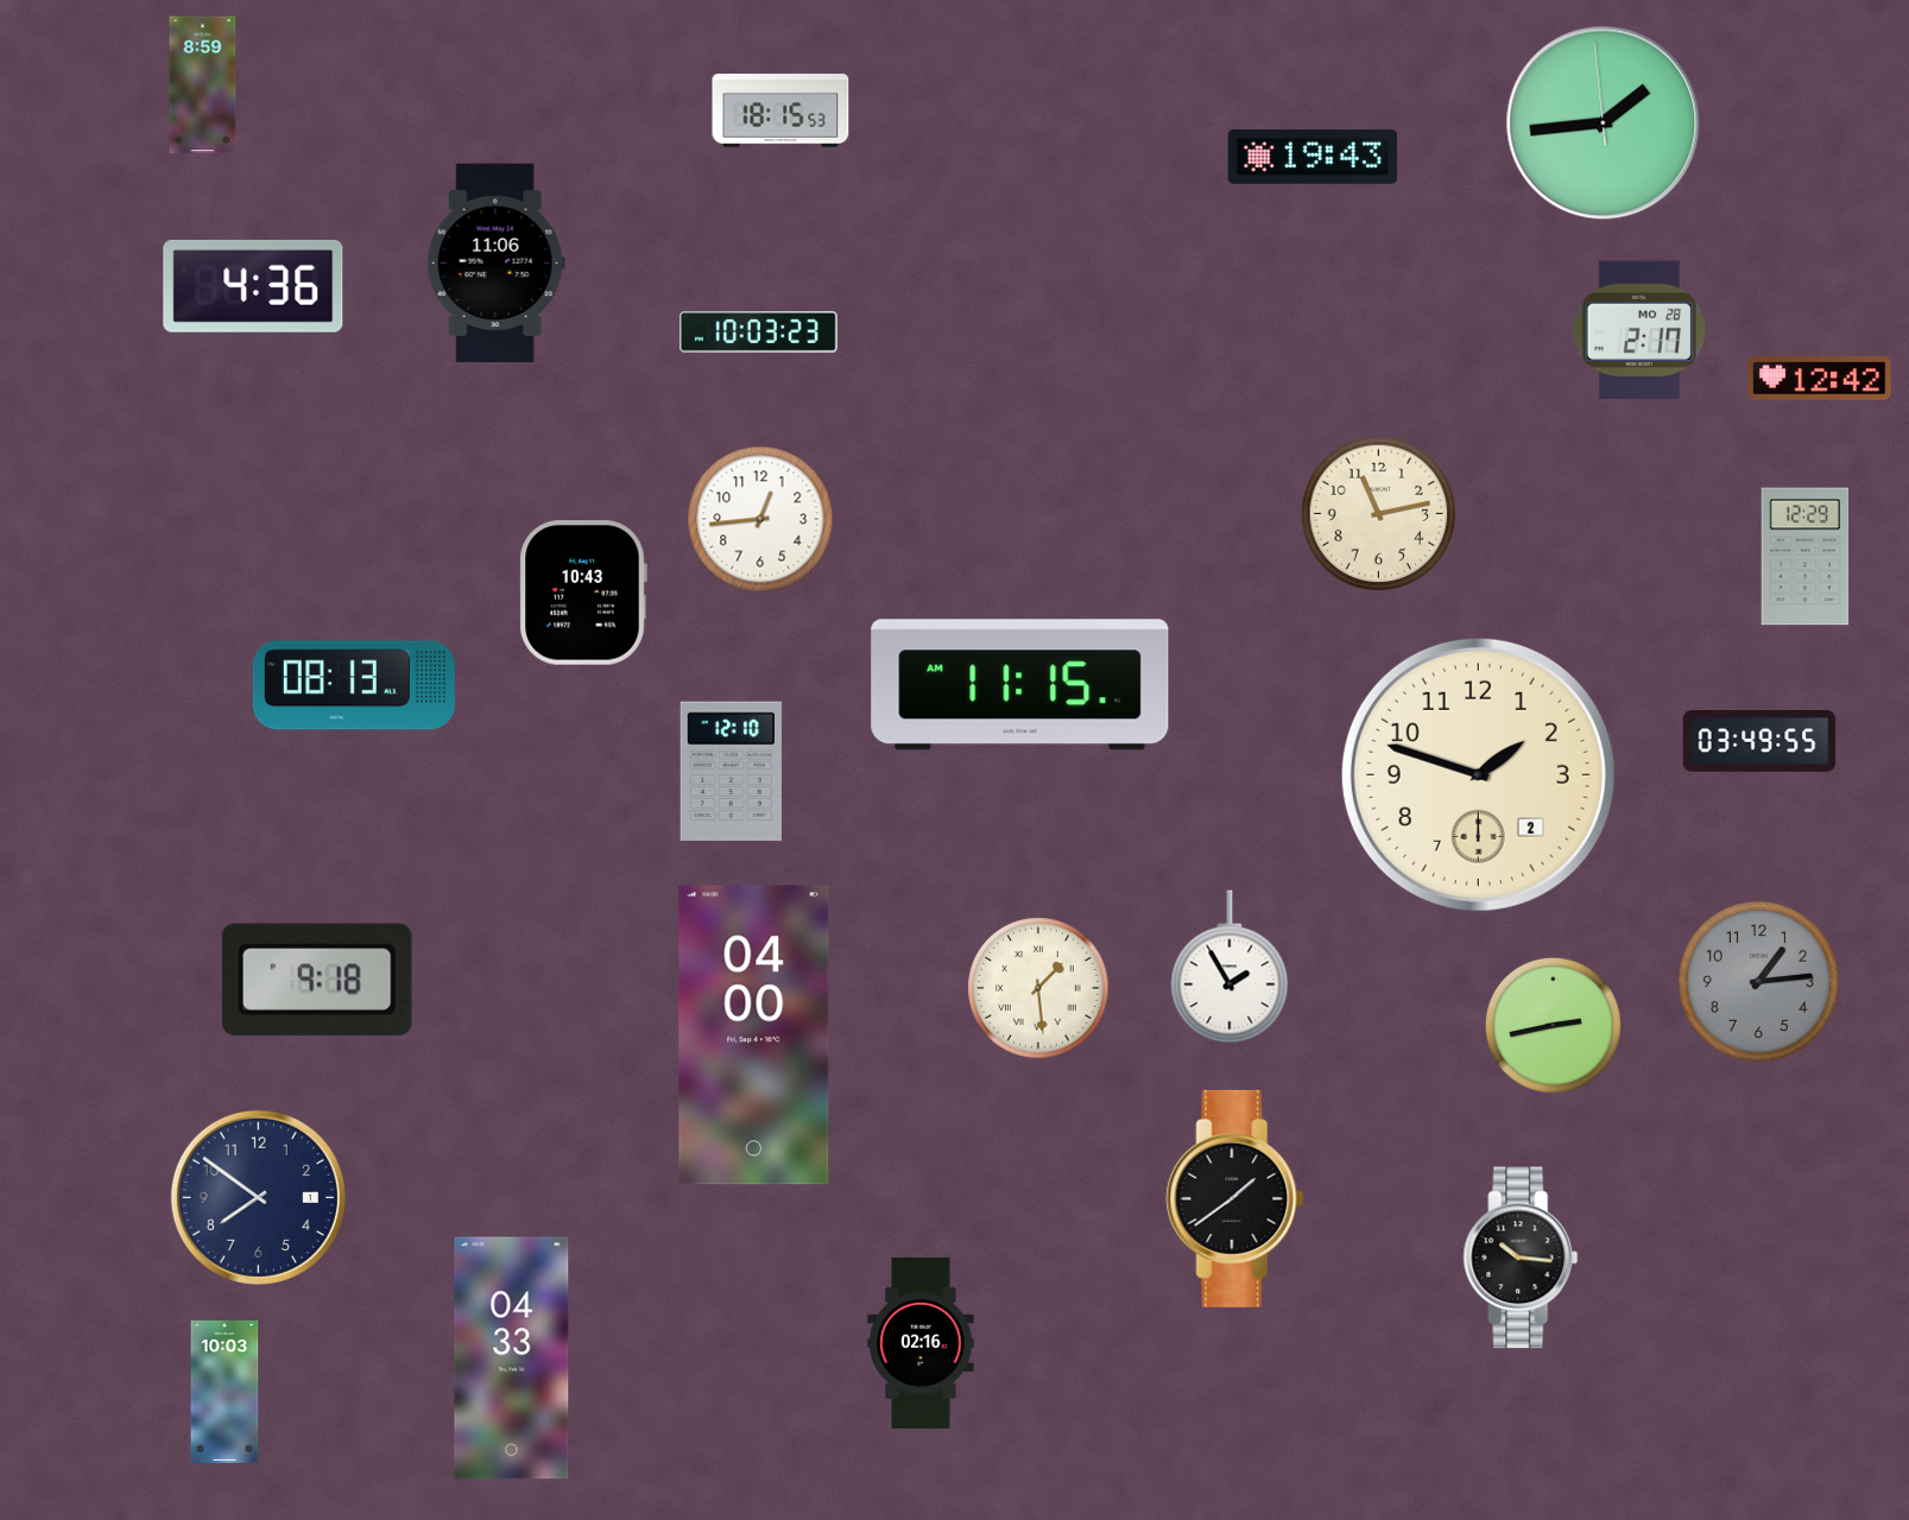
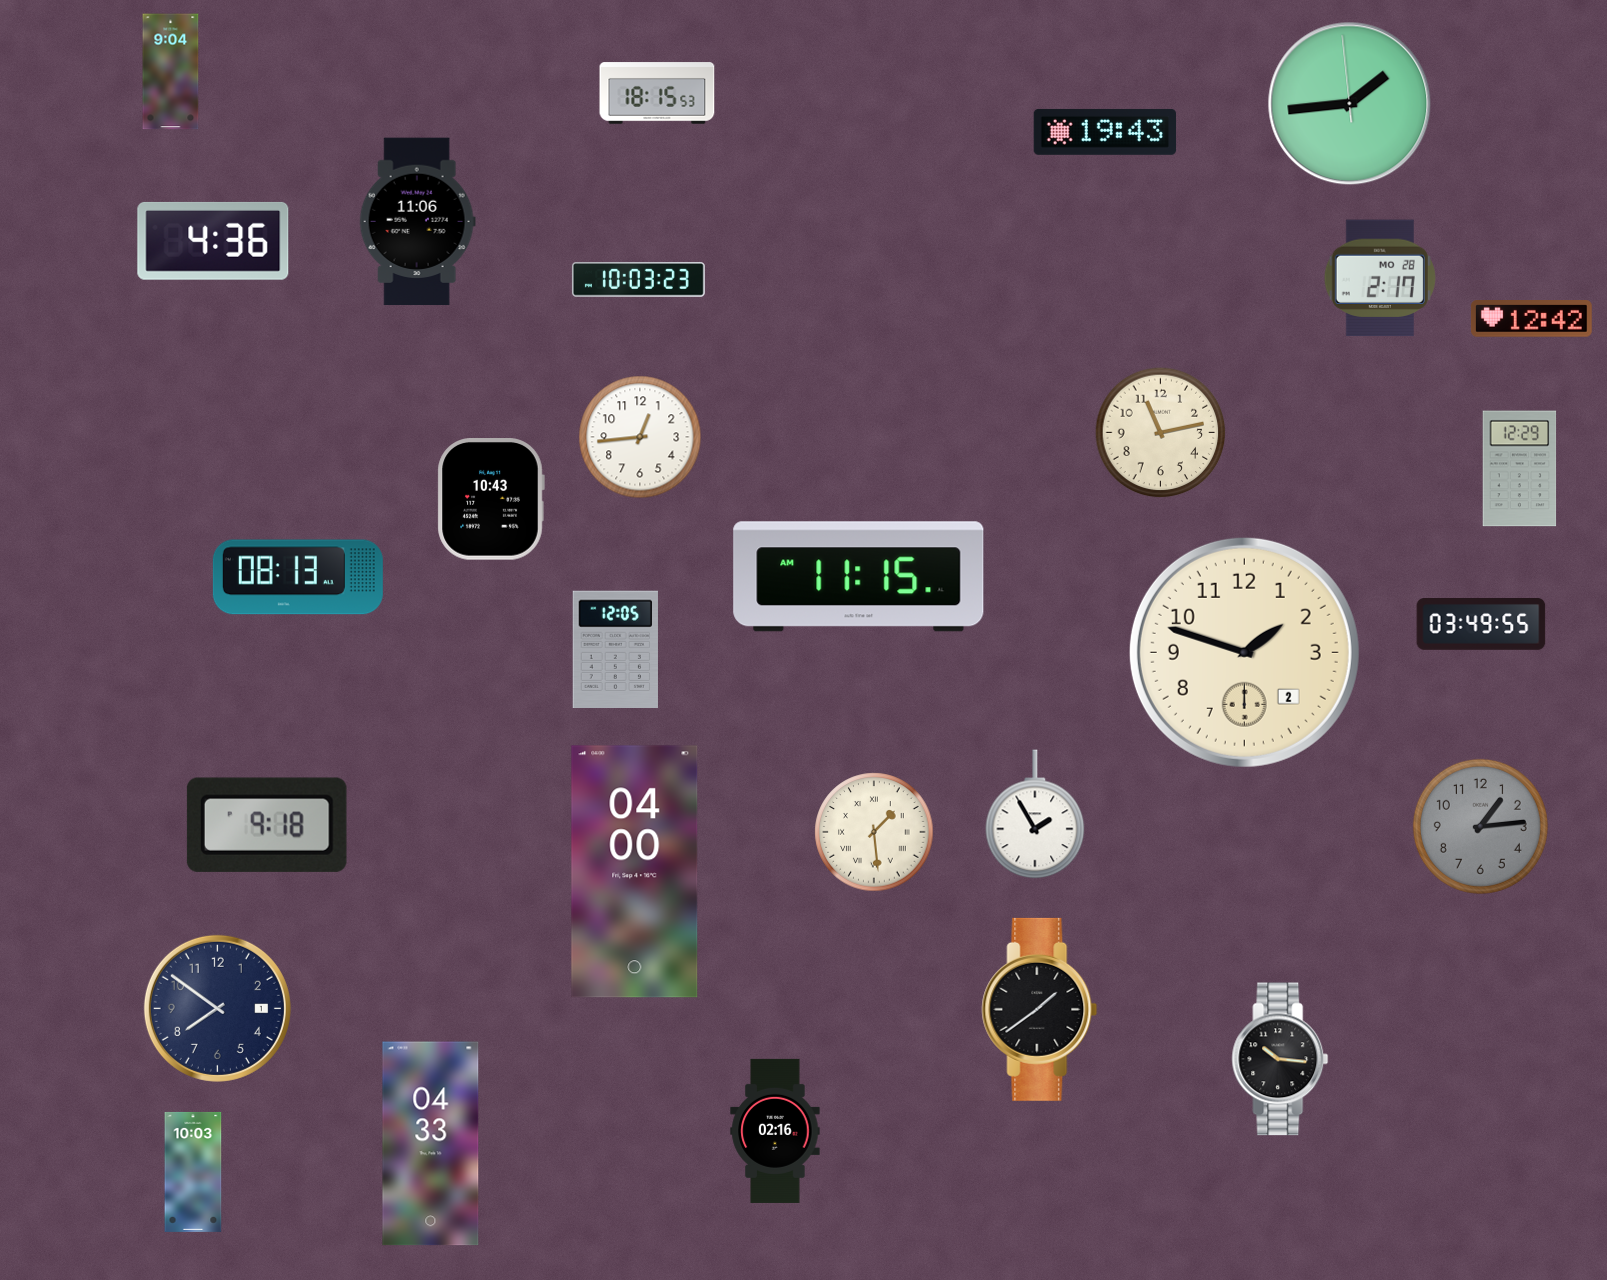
clock at (203, 85): 8:59 -> 9:04
clock at (731, 771): 12:10 -> 12:05
clock at (1553, 1025): 2:43 -> none
clock at (225, 1392) position: (225, 1392) -> (193, 1172)
